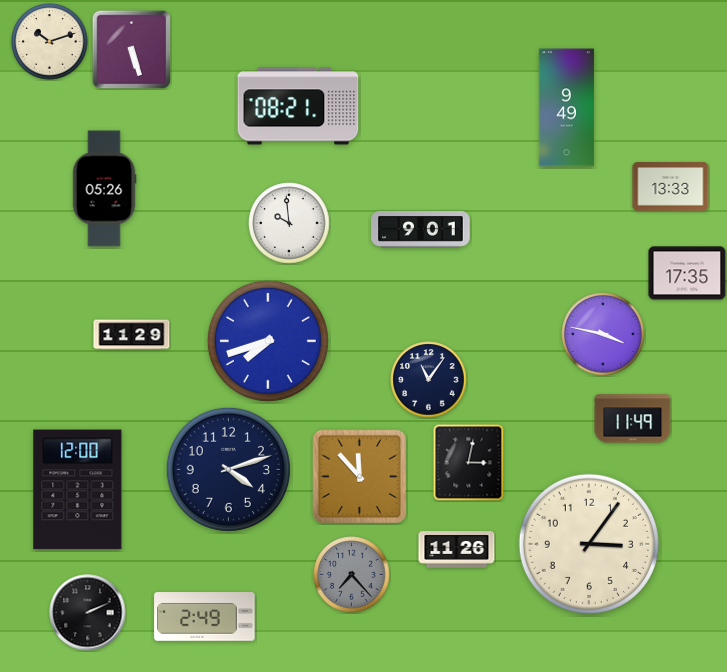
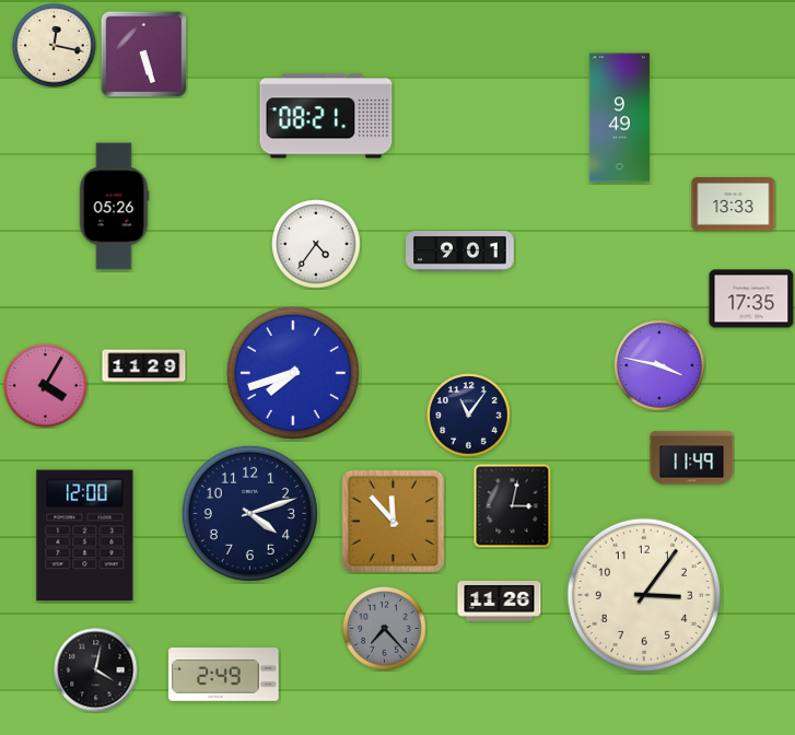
clock at (50, 42): 10:12 -> 12:17
clock at (289, 223): 9:59 -> 4:36
clock at (46, 386): none -> 4:05
clock at (88, 613): 2:11 -> 4:02
